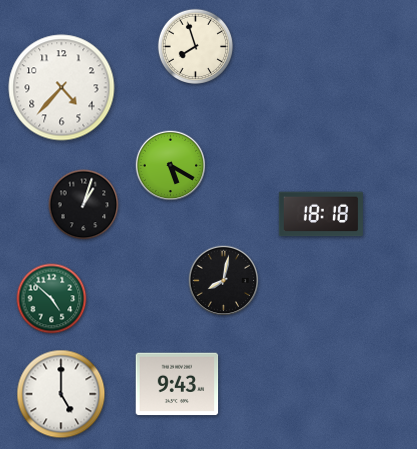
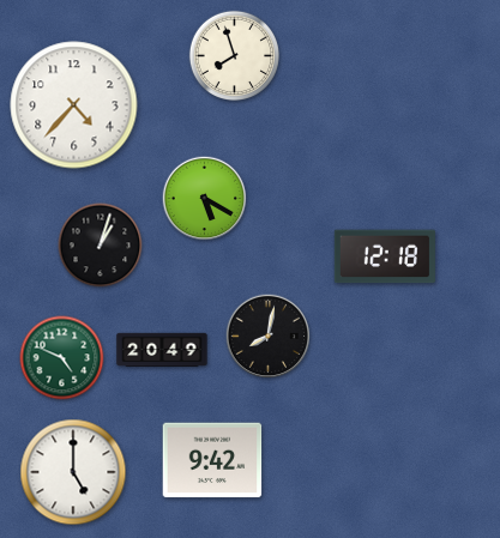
clock at (321, 214): 18:18 -> 12:18
clock at (162, 350): none -> 20:49
clock at (52, 299): 4:52 -> 4:49
clock at (177, 384): 9:43 -> 9:42
